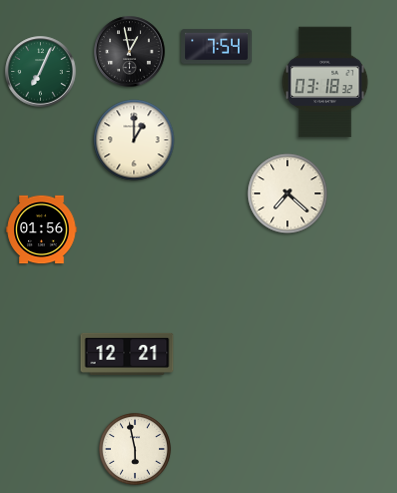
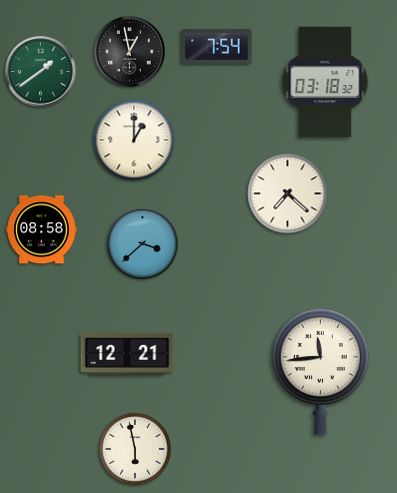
clock at (41, 72): 7:04 -> 1:39
clock at (42, 230): 01:56 -> 08:58
clock at (143, 244): none -> 3:38
clock at (320, 371): none -> 11:44
